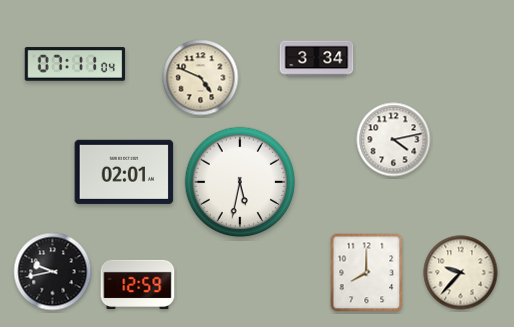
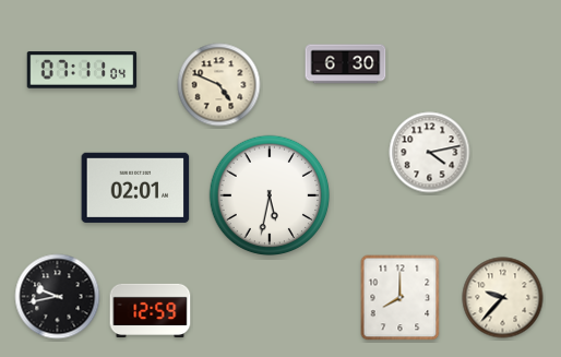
clock at (317, 59): 3:34 -> 6:30
clock at (240, 182) position: (240, 182) -> (270, 195)
